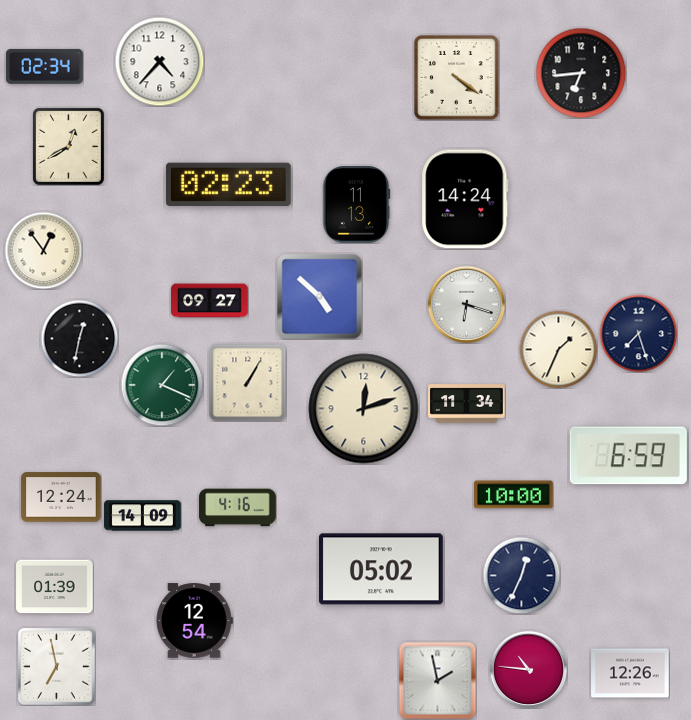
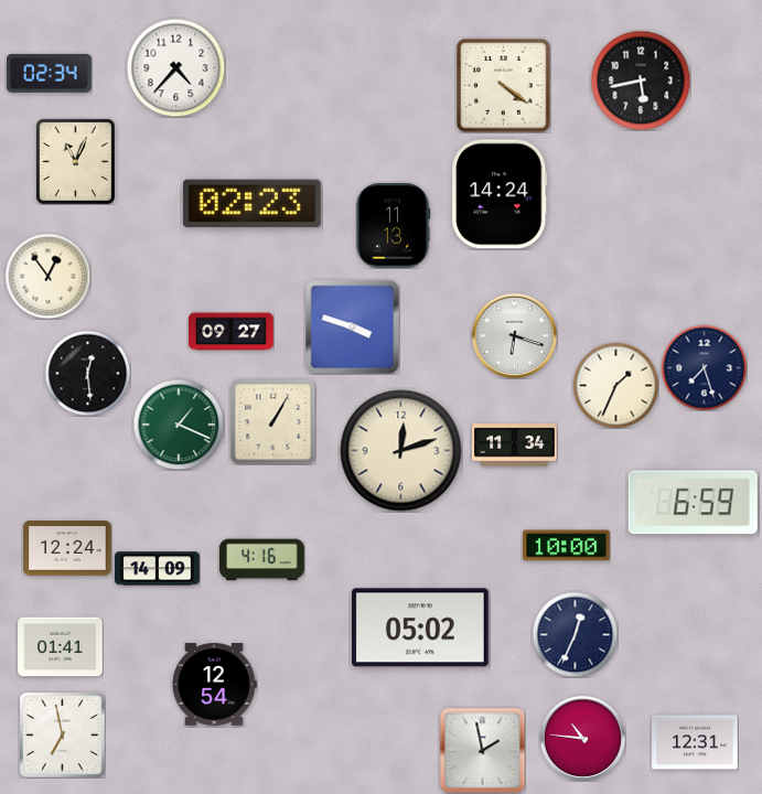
clock at (581, 73): 6:44 -> 5:43
clock at (68, 146): 12:40 -> 11:04
clock at (465, 199) position: (465, 199) -> (500, 194)
clock at (319, 296): 4:52 -> 3:48
clock at (79, 338): 12:32 -> 12:29
clock at (55, 587): 01:39 -> 01:41
clock at (630, 673): 12:26 -> 12:31
